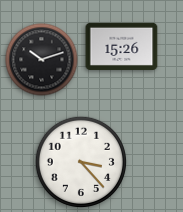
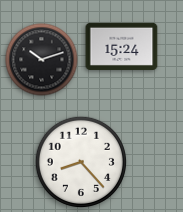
clock at (122, 46): 15:26 -> 15:24
clock at (80, 161): 3:23 -> 8:23
